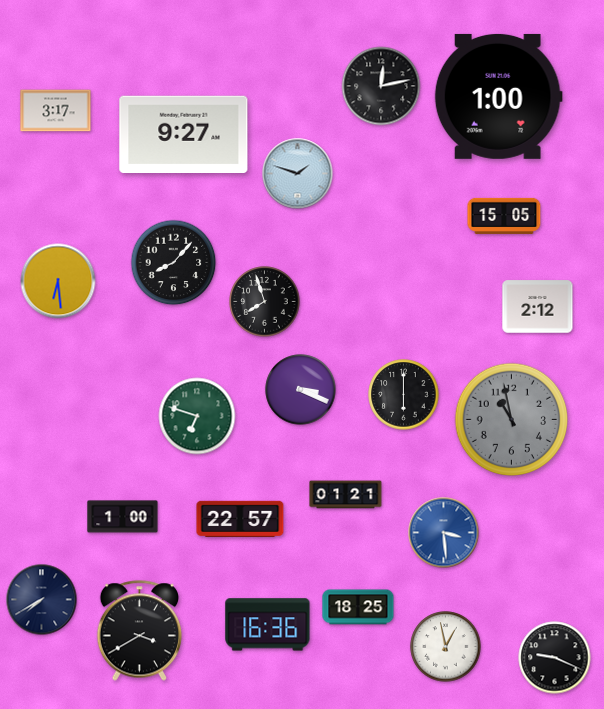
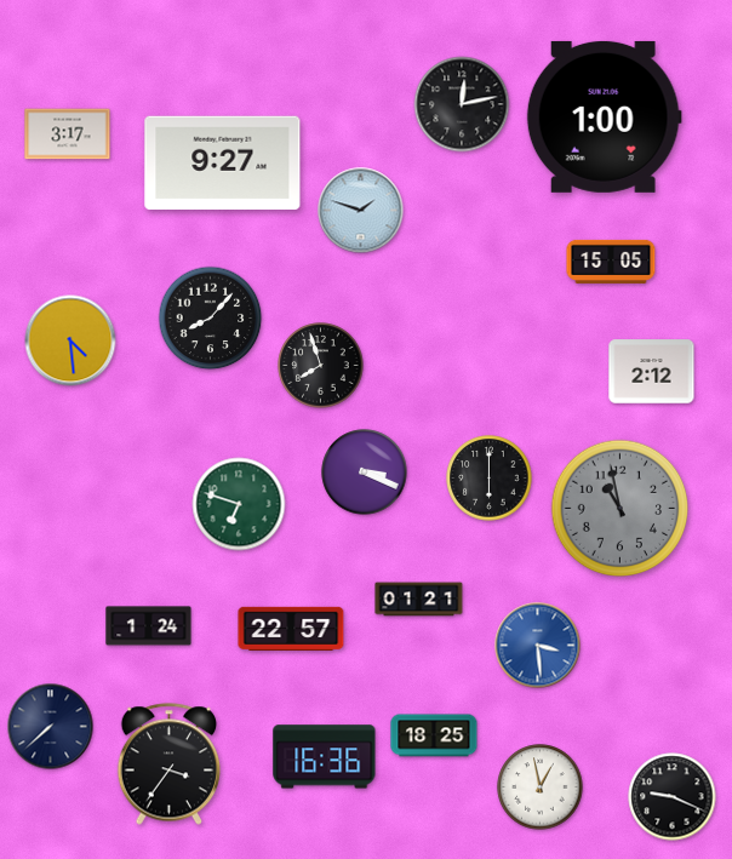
clock at (58, 281): 6:29 -> 4:29
clock at (123, 517): 1:00 -> 1:24
clock at (42, 600): 7:40 -> 7:38
clock at (140, 631): 3:40 -> 3:36
clock at (446, 647) position: (446, 647) -> (541, 788)
